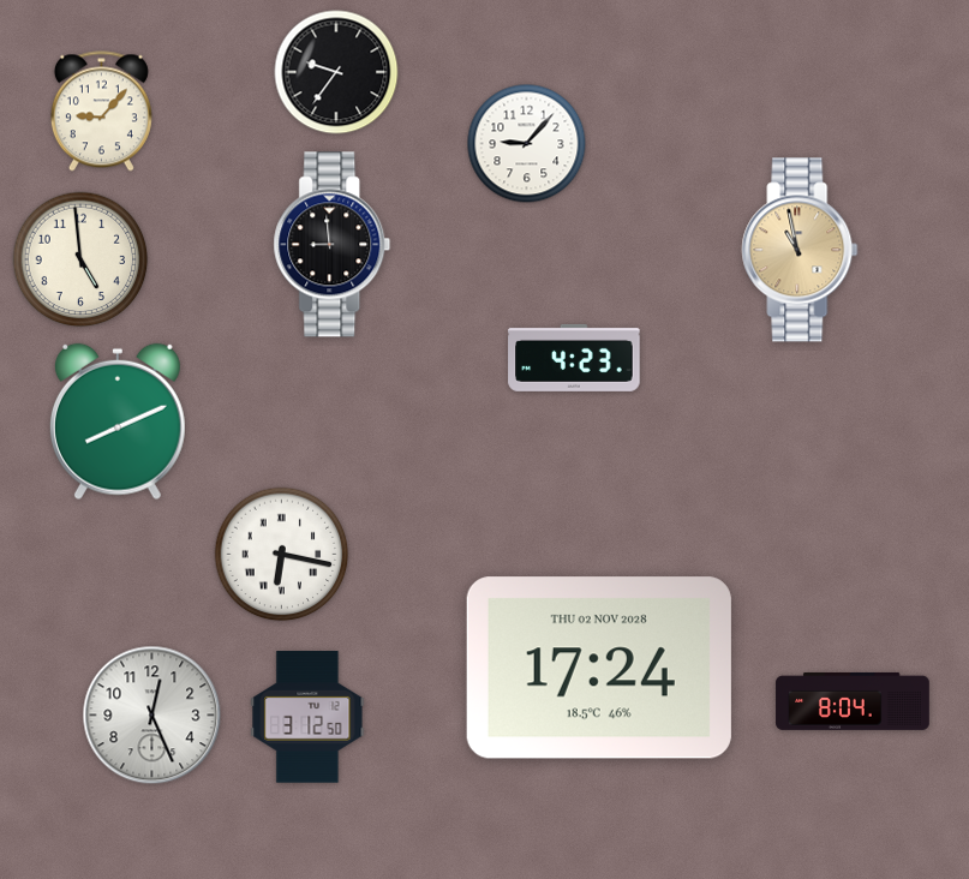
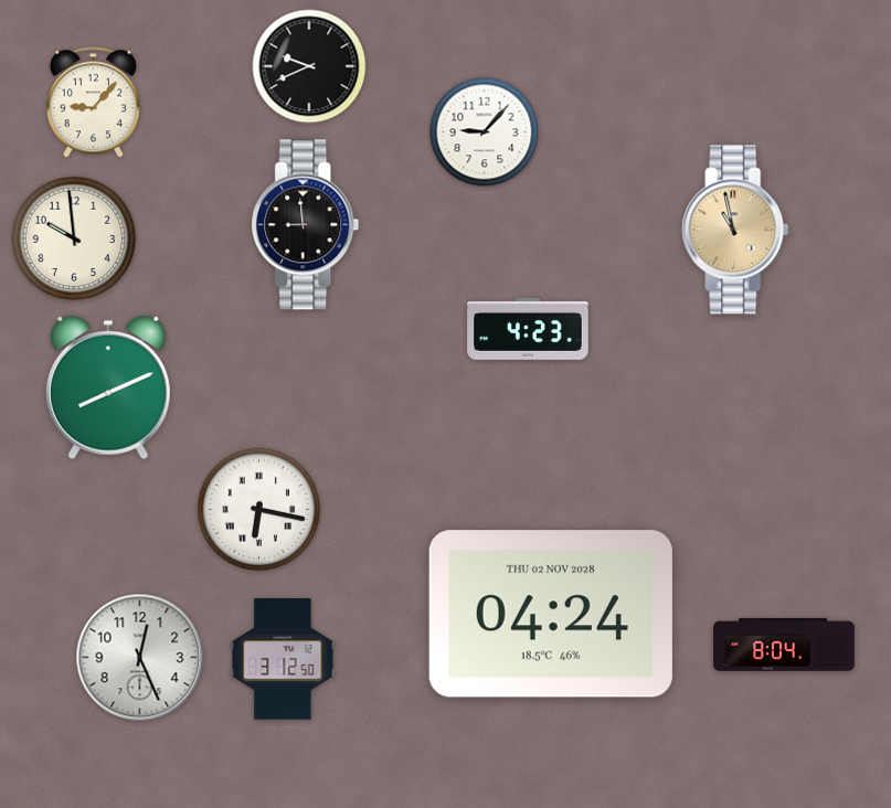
clock at (336, 72): 9:36 -> 9:41
clock at (80, 259): 4:59 -> 9:59
clock at (599, 668): 17:24 -> 04:24
